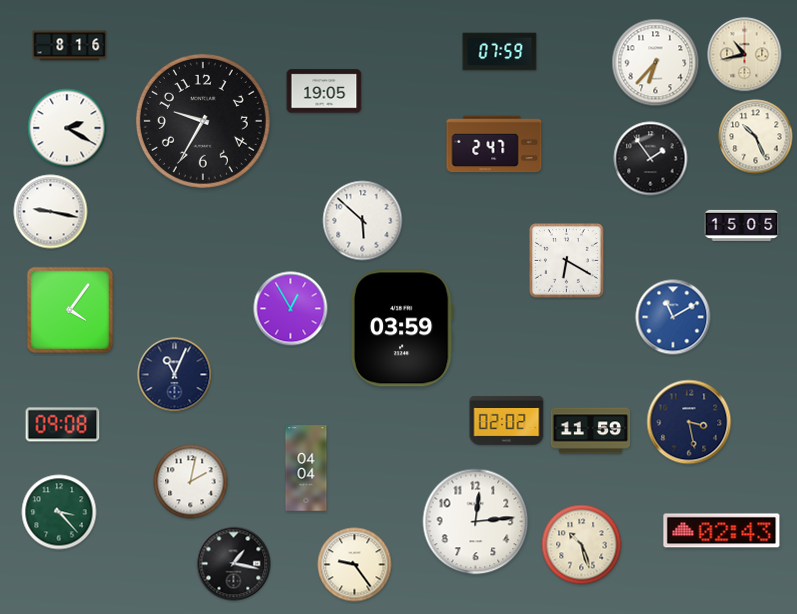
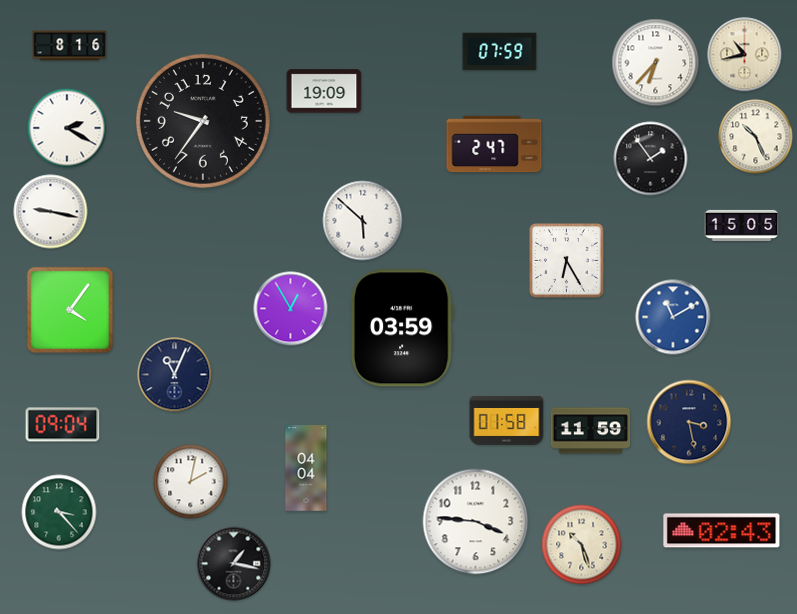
clock at (324, 91): 19:05 -> 19:09
clock at (203, 121): 9:35 -> 9:36
clock at (567, 261): 6:20 -> 6:25
clock at (507, 420): 02:02 -> 01:58
clock at (63, 425): 09:08 -> 09:04
clock at (476, 522): 12:14 -> 3:46
clock at (355, 565): 9:24 -> none
